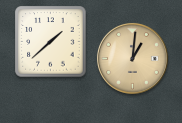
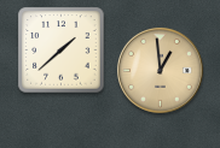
clock at (132, 58): 1:01 -> 12:59
